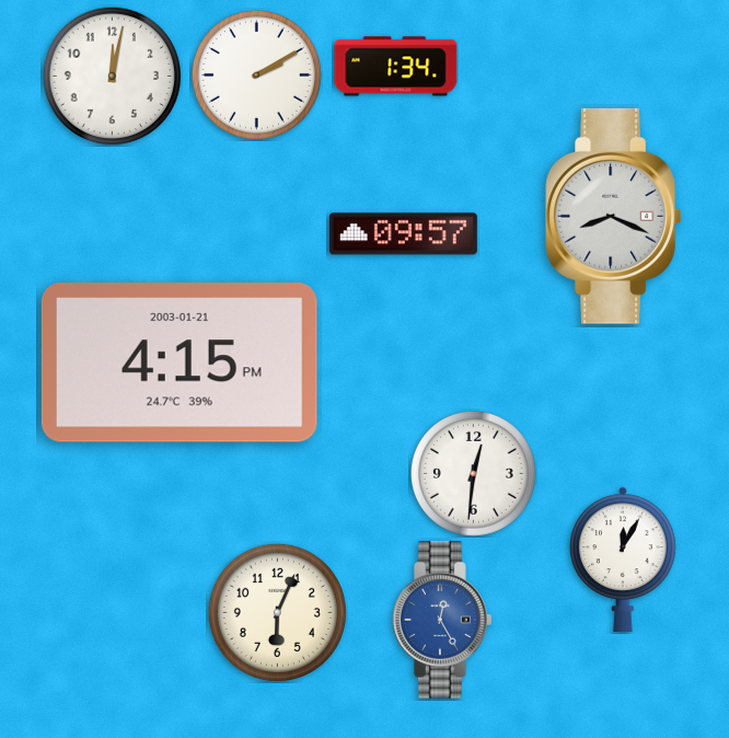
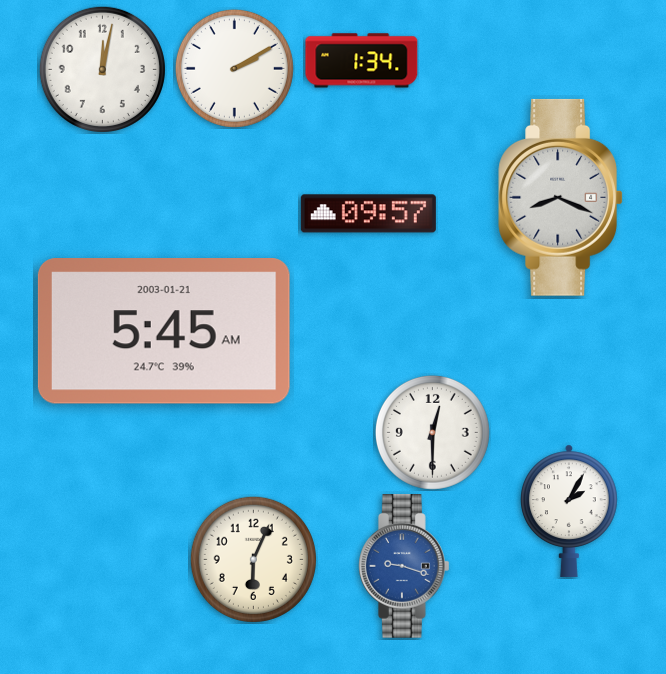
clock at (180, 362): 4:15 -> 5:45
clock at (473, 473): 12:31 -> 12:30
clock at (624, 560): 12:05 -> 2:05
clock at (443, 620): 12:25 -> 9:18
